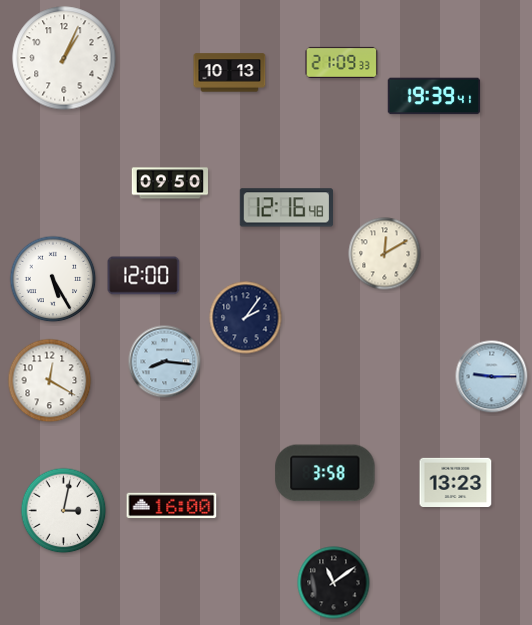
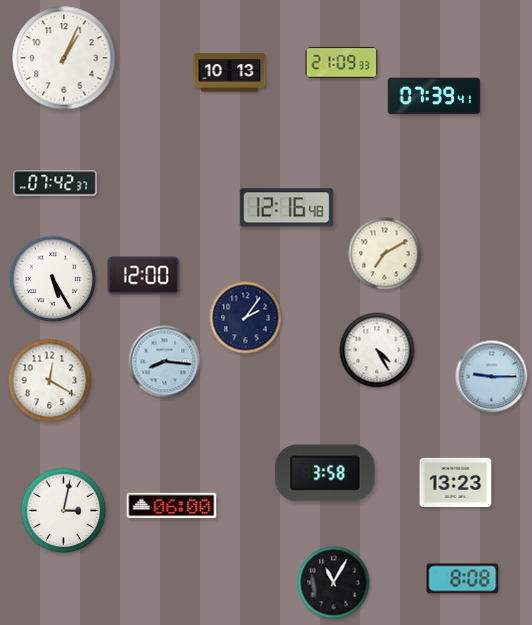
clock at (434, 96): 19:39 -> 07:39
clock at (55, 183): none -> 07:42
clock at (170, 183): 09:50 -> none
clock at (385, 254): 12:10 -> 7:10
clock at (377, 350): none -> 4:25
clock at (172, 506): 16:00 -> 06:00
clock at (463, 579): none -> 8:08
clock at (334, 583): 11:09 -> 11:05
